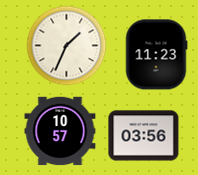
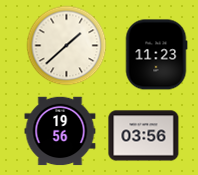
clock at (67, 46): 1:34 -> 1:38
clock at (60, 131): 10:57 -> 19:56
